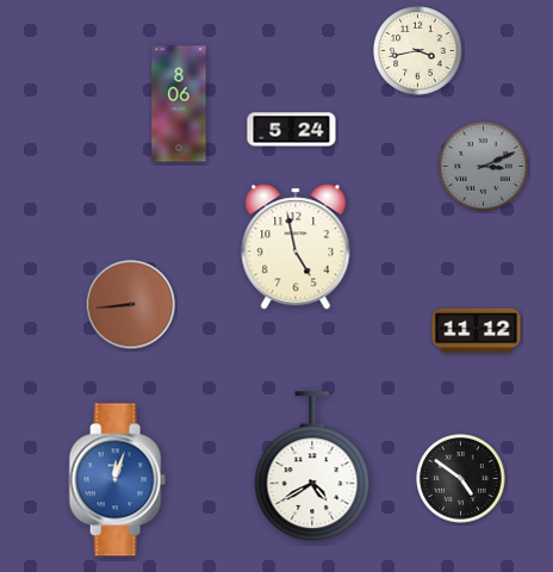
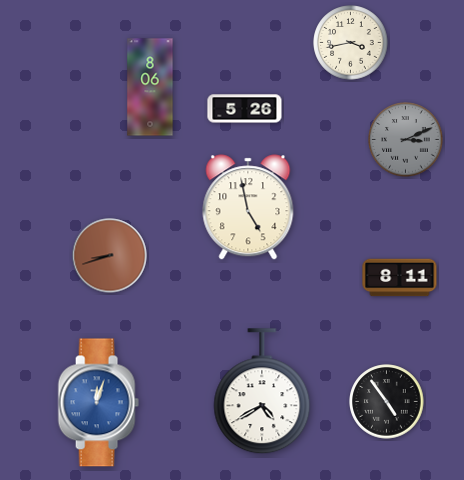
clock at (292, 130): 5:24 -> 5:26
clock at (131, 305): 8:44 -> 8:42
clock at (477, 331): 11:12 -> 8:11
clock at (461, 479): 4:51 -> 4:54
